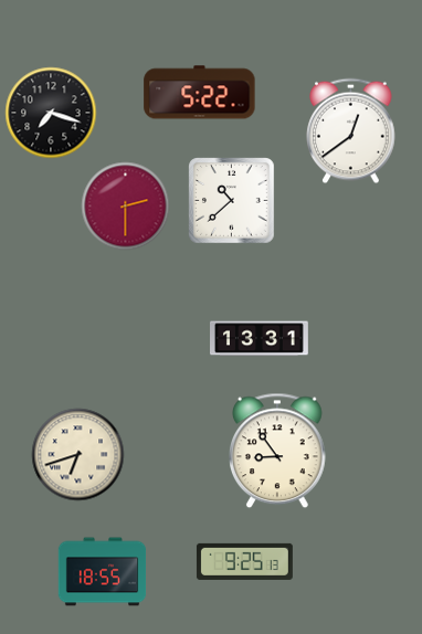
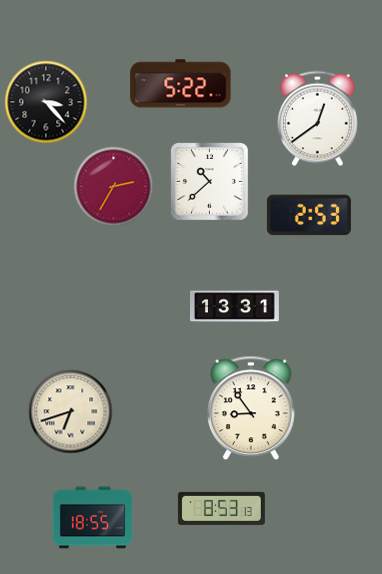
clock at (51, 113): 7:18 -> 3:23
clock at (125, 205): 2:30 -> 2:35
clock at (309, 215): none -> 2:53
clock at (244, 561): 9:25 -> 8:53
